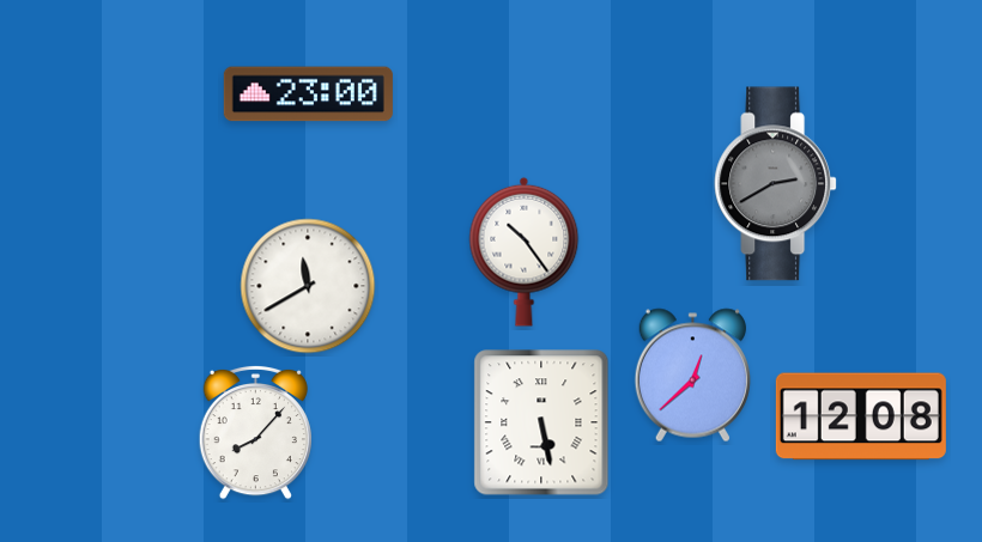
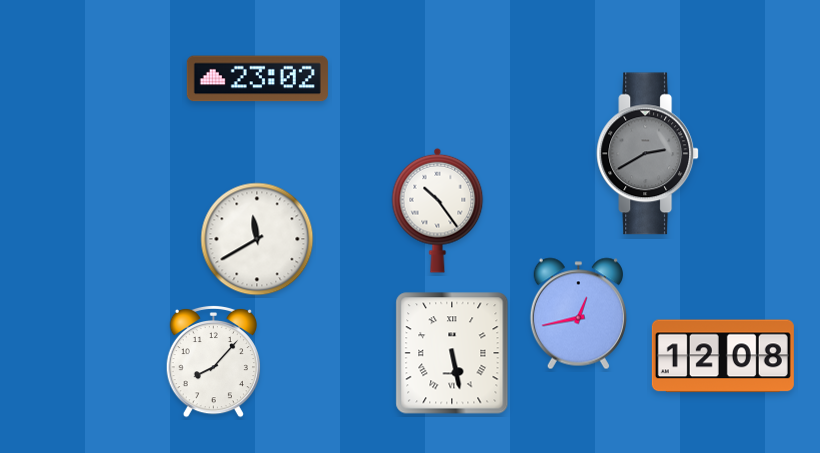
clock at (308, 95): 23:00 -> 23:02
clock at (692, 376): 12:38 -> 12:43
clock at (861, 416) position: (861, 416) -> (723, 356)
